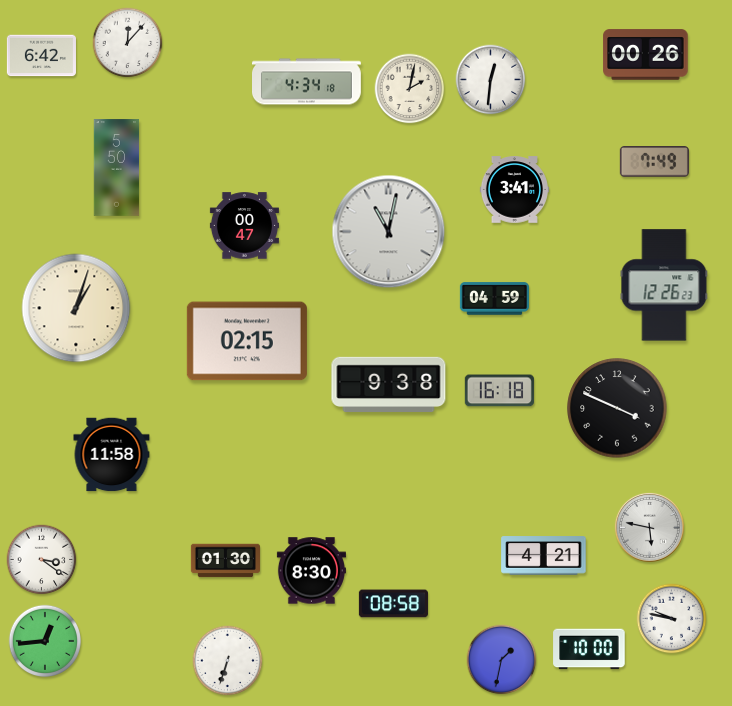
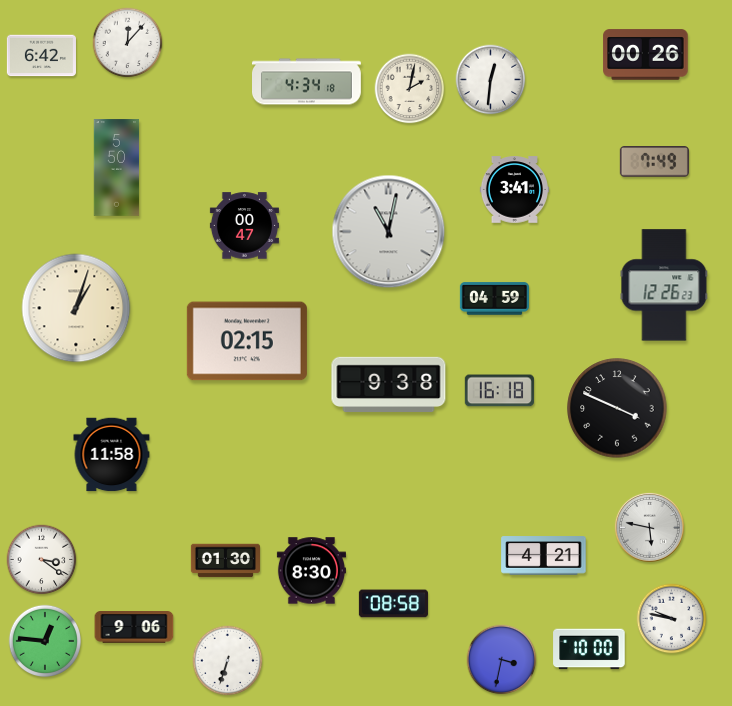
clock at (134, 628): none -> 9:06
clock at (44, 640): 12:44 -> 12:46
clock at (502, 660): 1:32 -> 3:32
